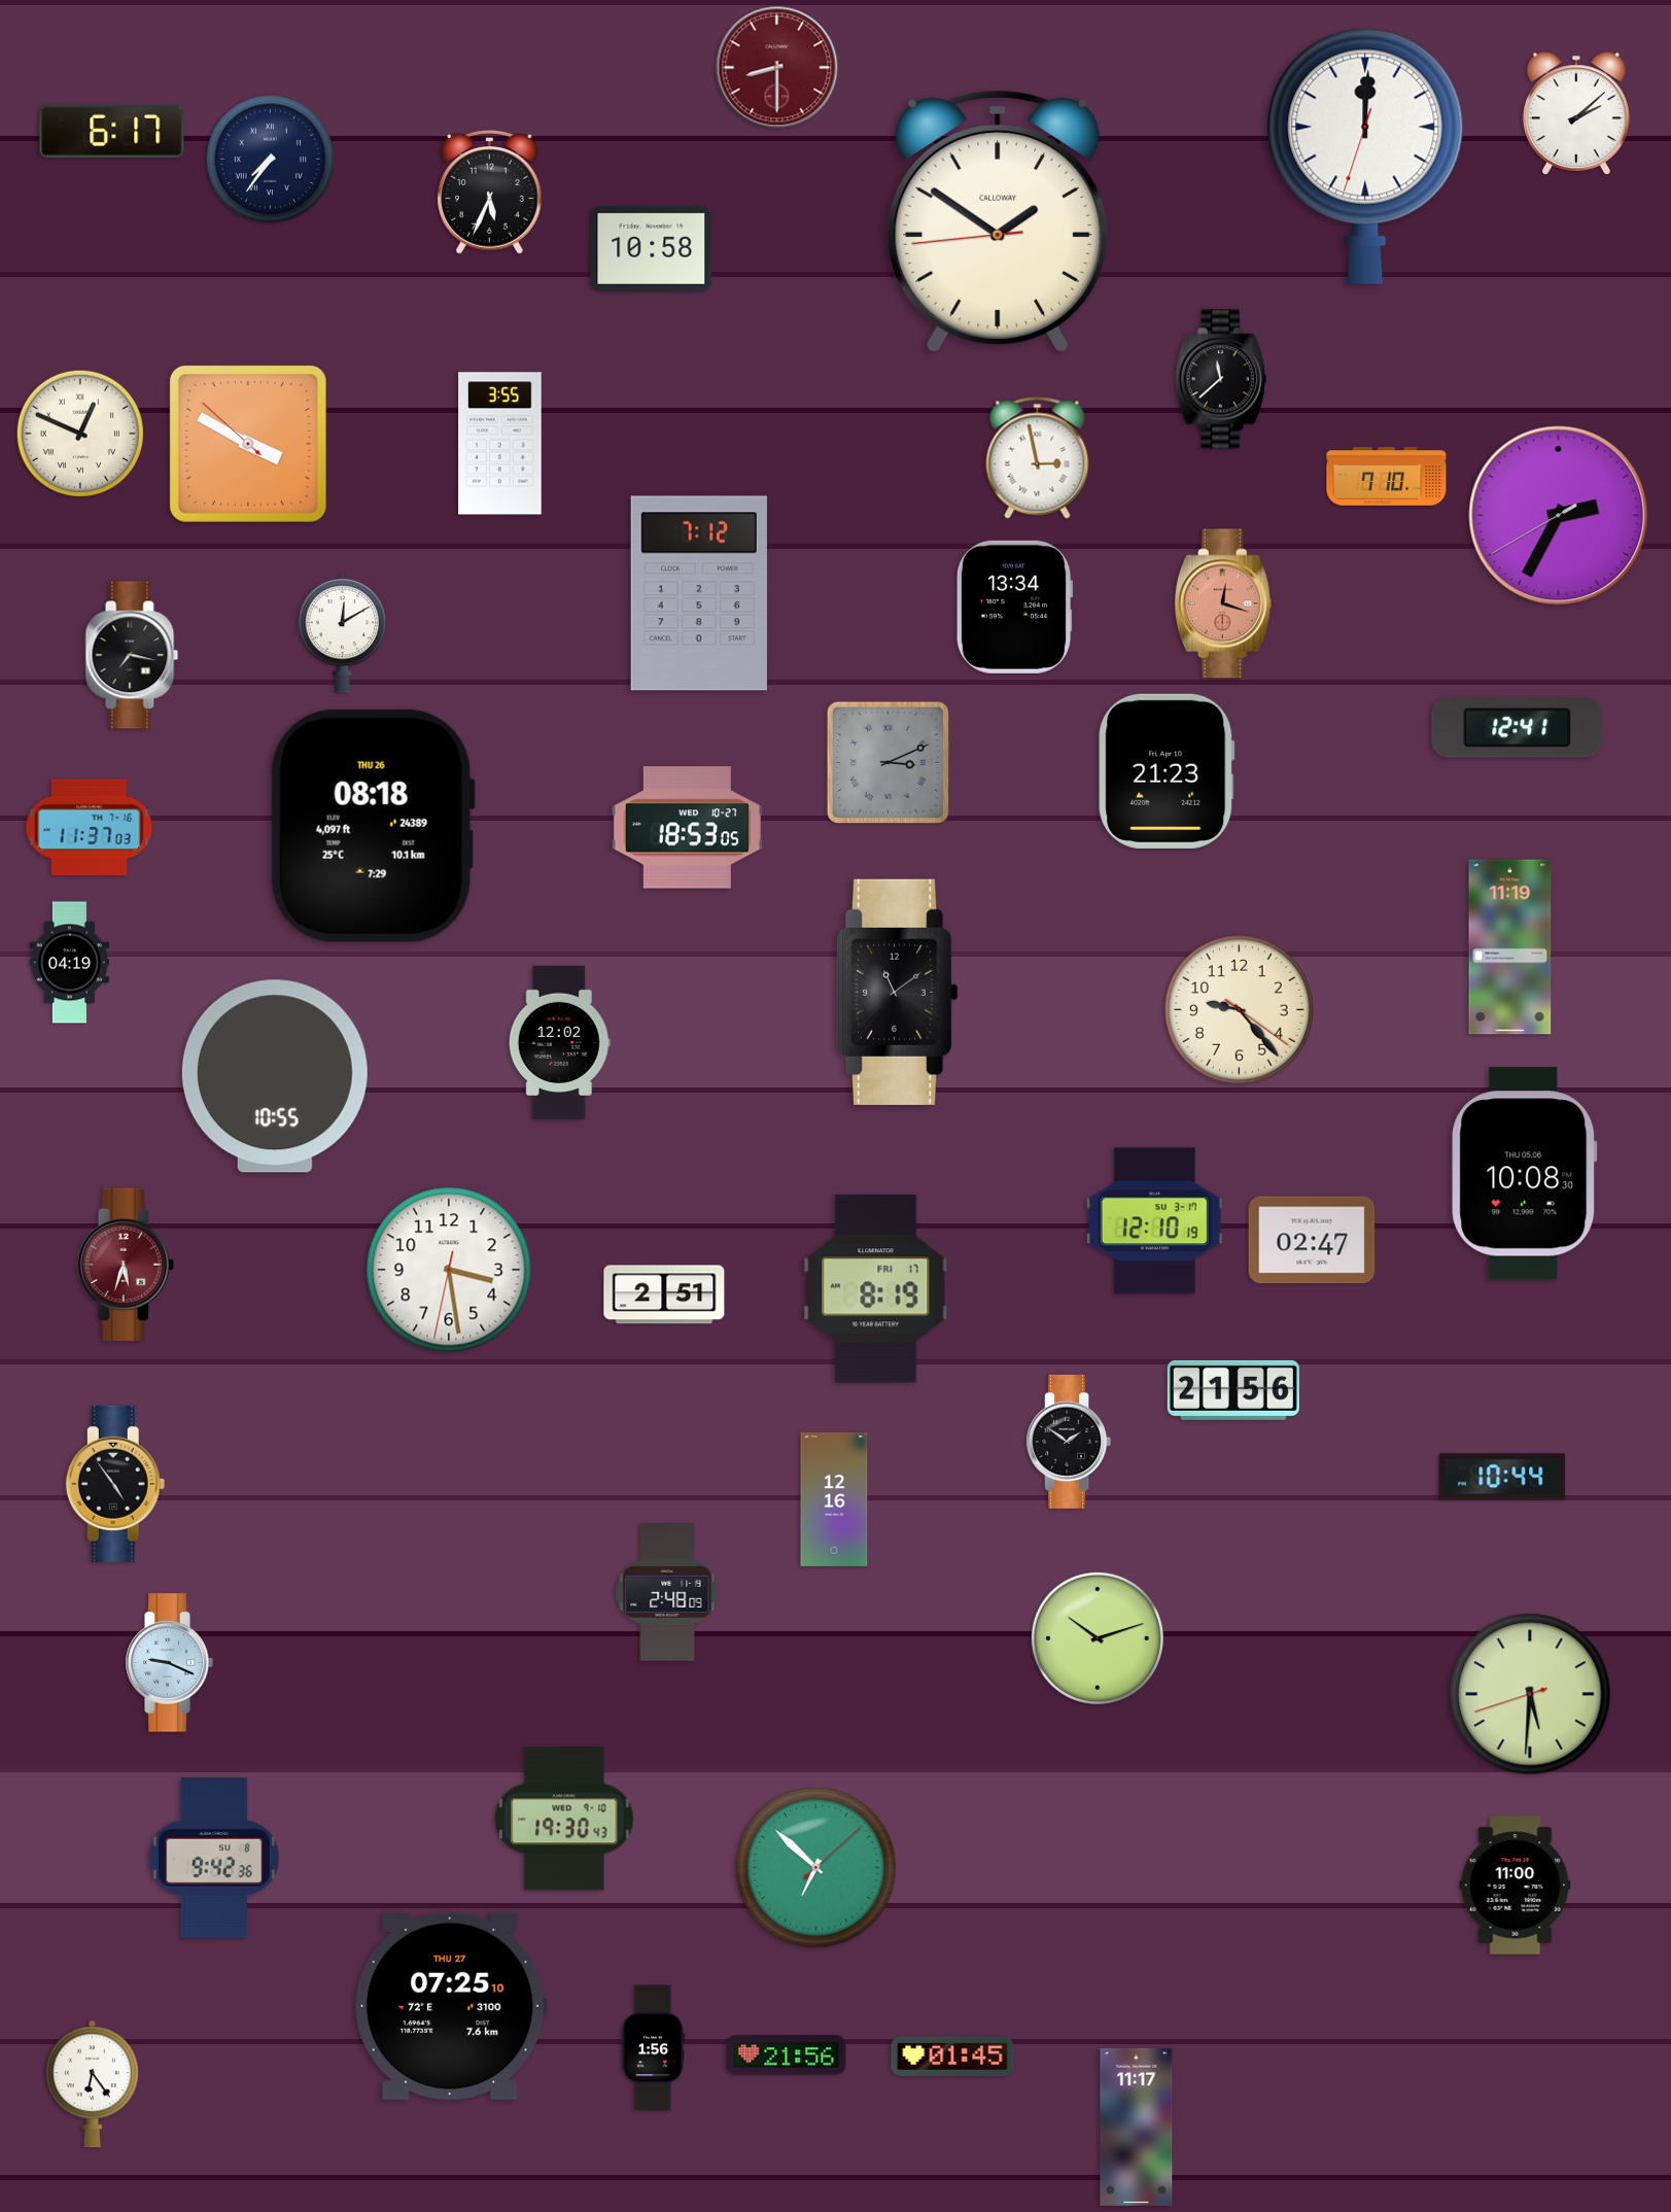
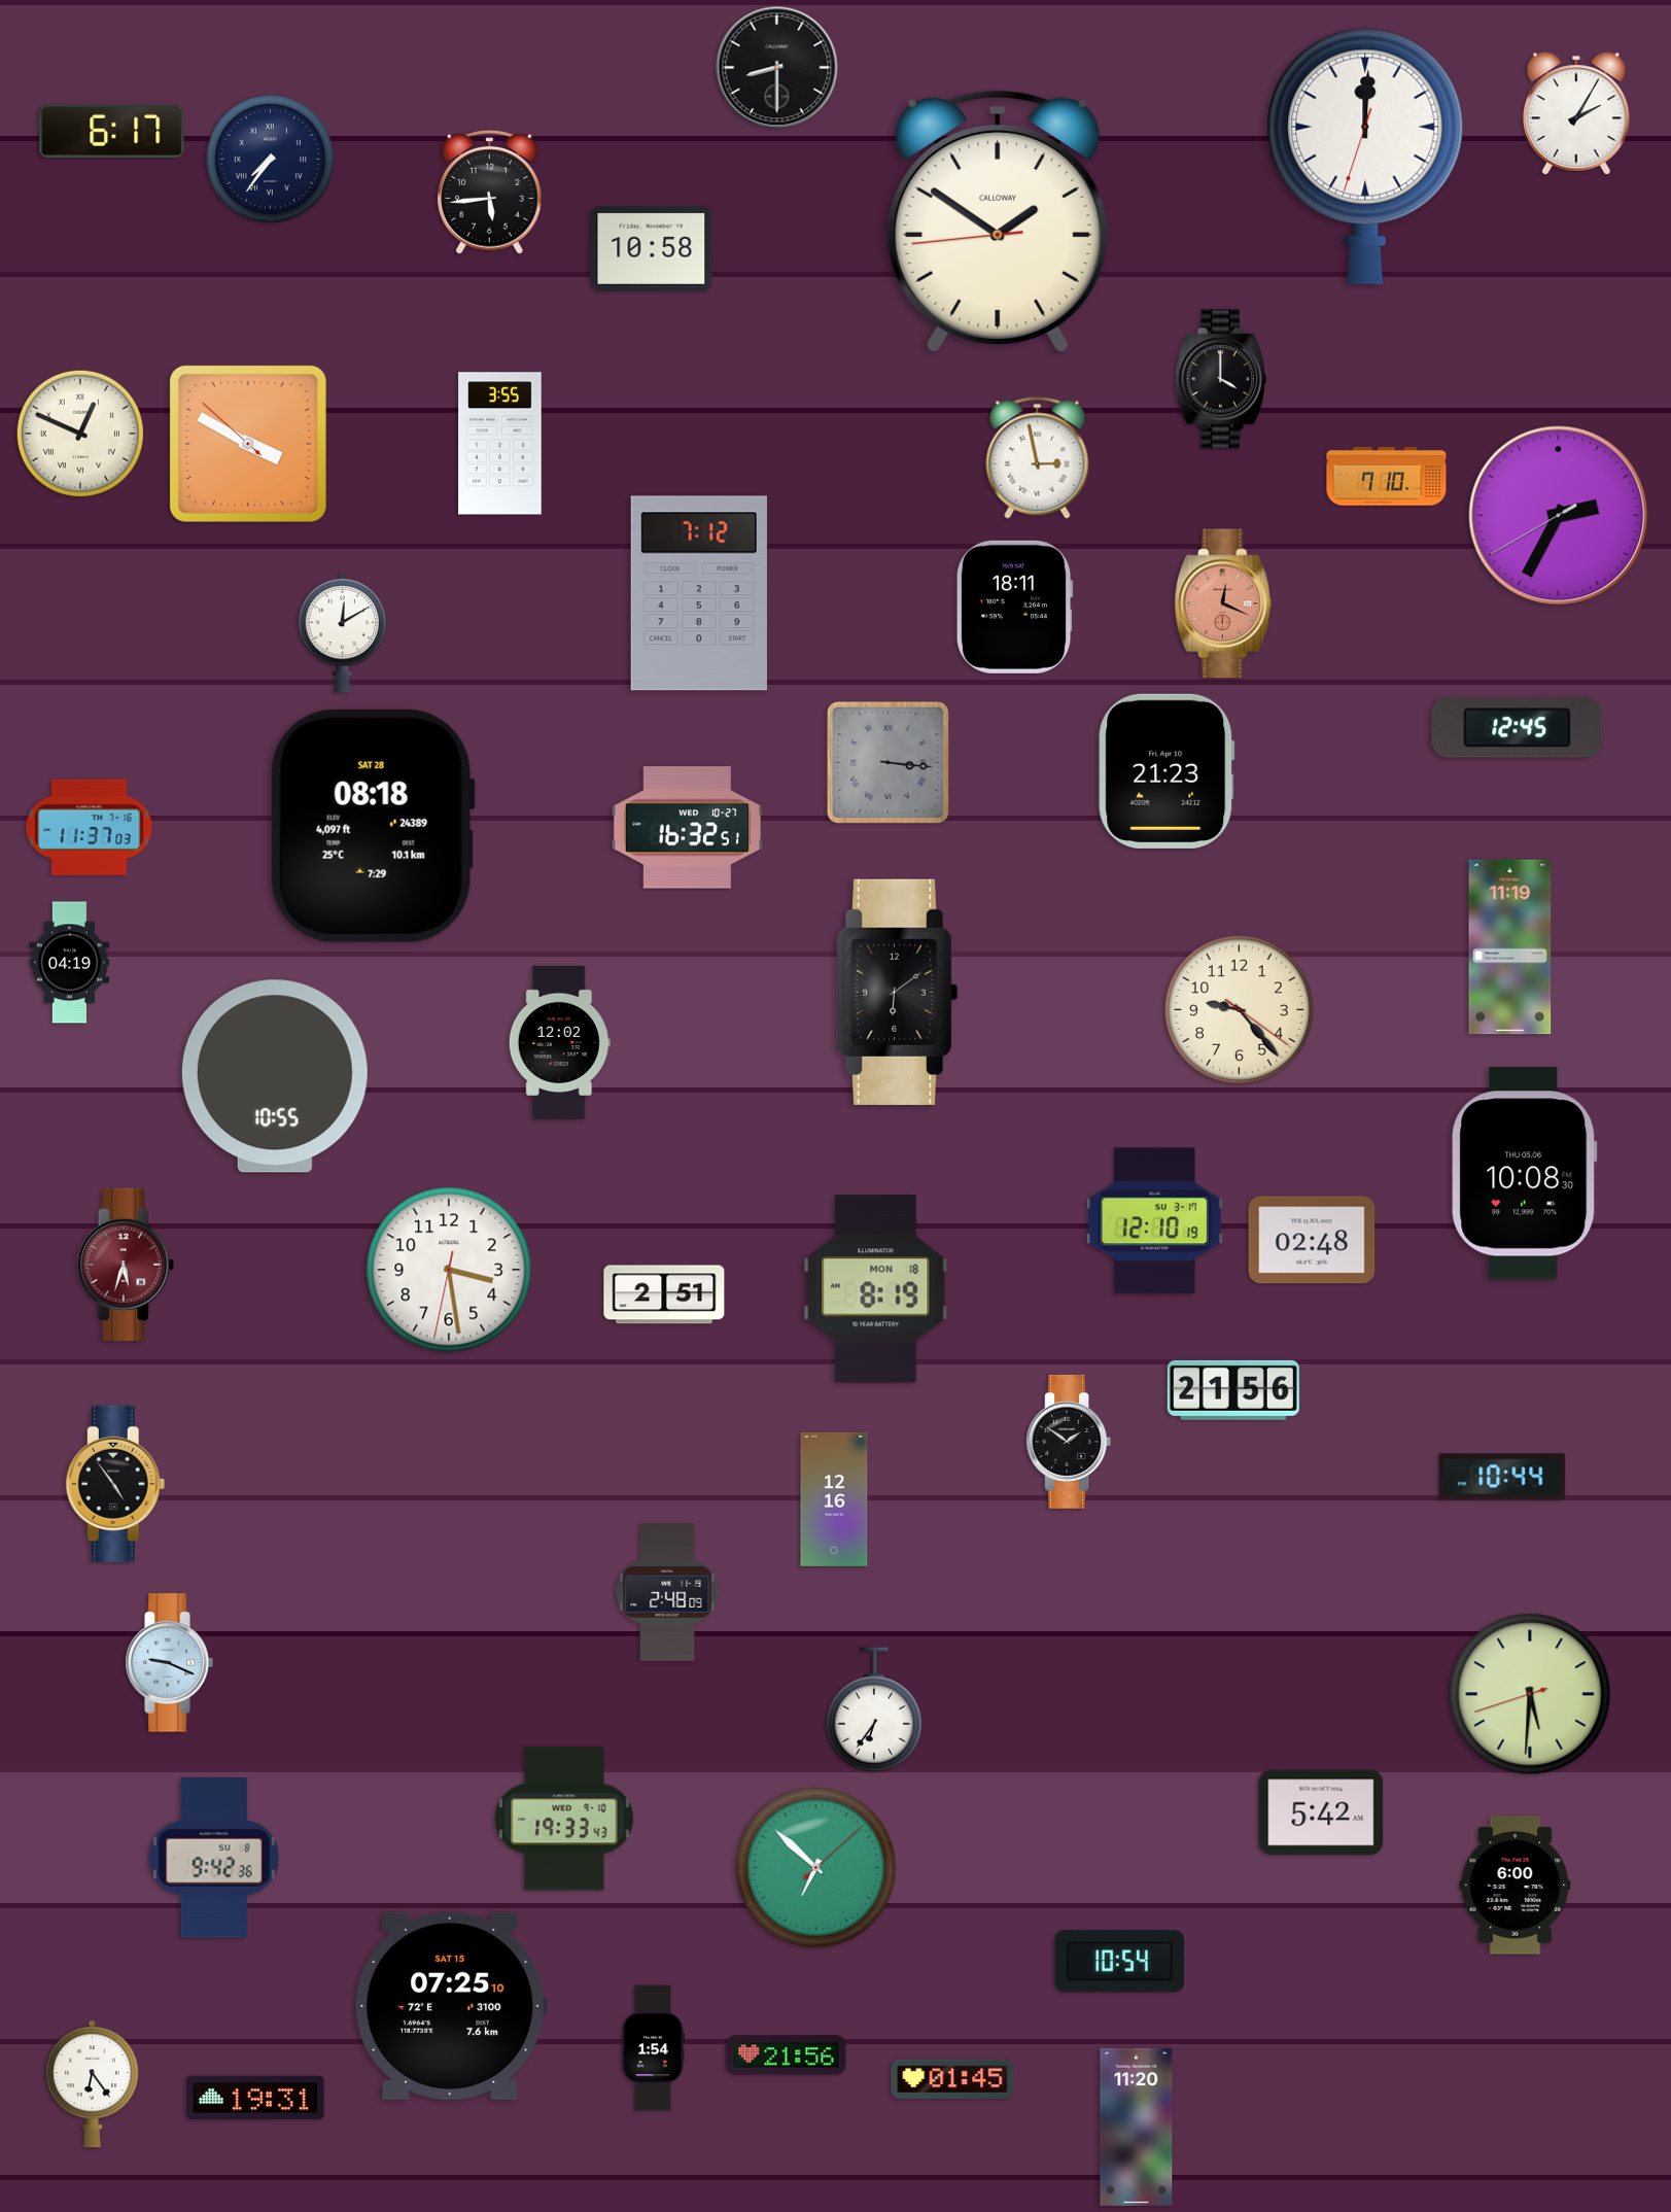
clock at (777, 68) dial: burgundy -> black
clock at (1576, 113): 2:08 -> 2:05
clock at (490, 193): 5:34 -> 5:44
clock at (1221, 379): 11:38 -> 4:00
clock at (1223, 603): 12:18 -> 12:19
clock at (1014, 607): 13:34 -> 18:11
clock at (132, 655): 7:17 -> none
clock at (1518, 728): 12:41 -> 12:45
clock at (887, 762): 3:11 -> 3:16
clock at (373, 826) date: THU 26 -> SAT 28
clock at (688, 828): 18:53 -> 16:32
clock at (897, 992): 11:09 -> 6:09
clock at (1312, 1240): 02:47 -> 02:48
clock at (876, 1289) date: FRI 17 -> MON 18
clock at (1098, 1638): 10:12 -> none
clock at (874, 1709): none -> 6:36
clock at (1321, 1812): none -> 5:42
clock at (564, 1819): 19:30 -> 19:33
clock at (1516, 1886): 11:00 -> 6:00
clock at (1119, 1962): none -> 10:54
clock at (451, 2006) date: THU 27 -> SAT 15
clock at (652, 2048): 1:56 -> 1:54
clock at (952, 2055) position: (952, 2055) -> (952, 2078)
clock at (255, 2098): none -> 19:31
clock at (1137, 2127): 11:17 -> 11:20
